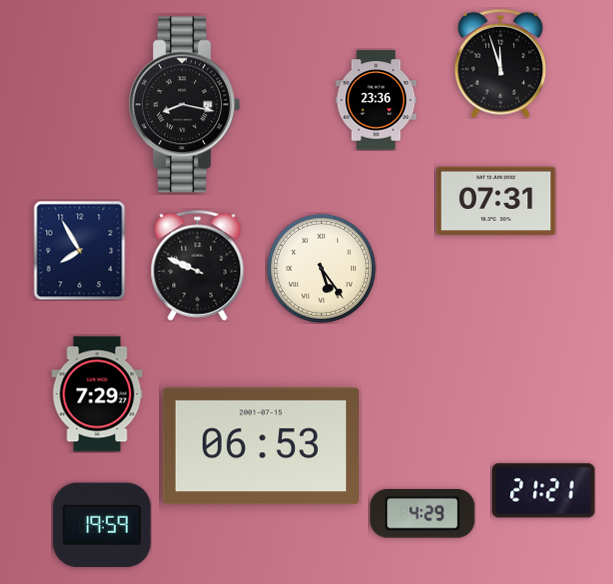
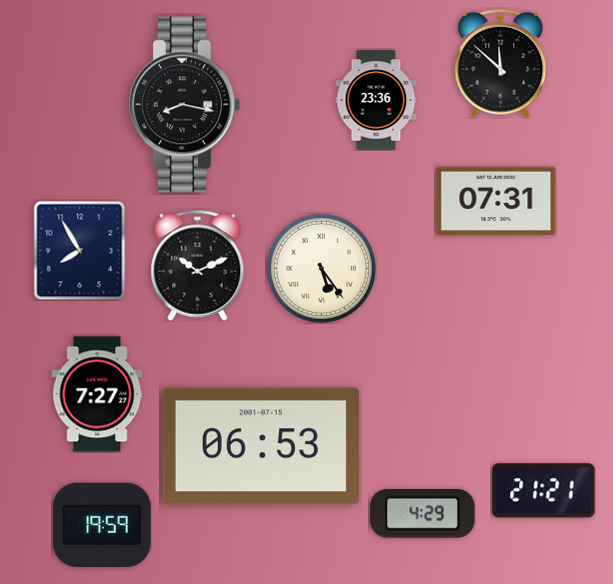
clock at (501, 63): 11:57 -> 11:52
clock at (198, 265): 9:49 -> 10:11
clock at (97, 394): 7:29 -> 7:27
